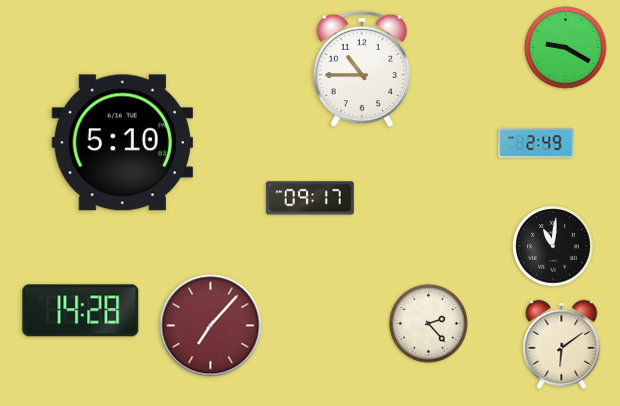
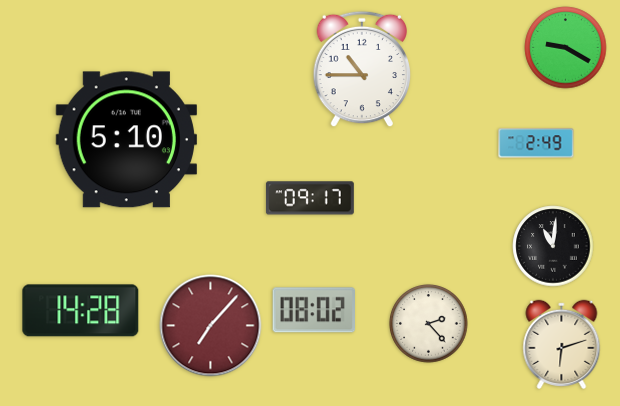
clock at (122, 143) position: (122, 143) -> (126, 140)
clock at (313, 310): none -> 08:02
clock at (562, 344): 6:09 -> 6:12
